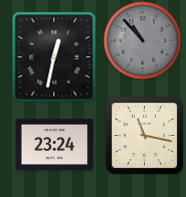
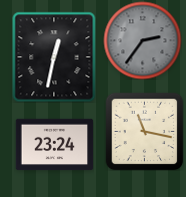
clock at (142, 40): 10:53 -> 2:36
clock at (144, 135) position: (144, 135) -> (144, 131)
